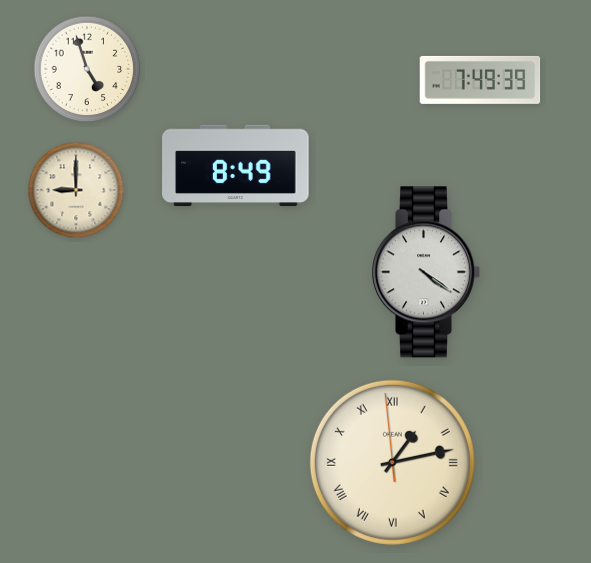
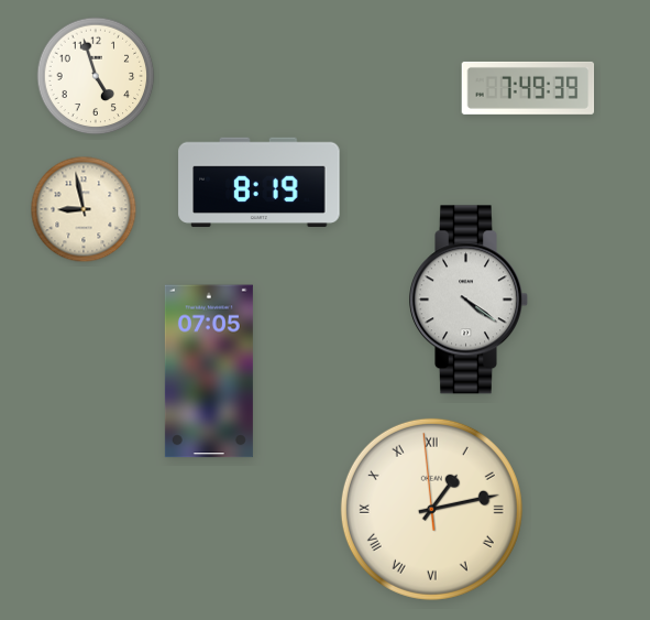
clock at (236, 166): 8:49 -> 8:19
clock at (76, 190): 9:00 -> 8:58
clock at (209, 371): none -> 07:05
